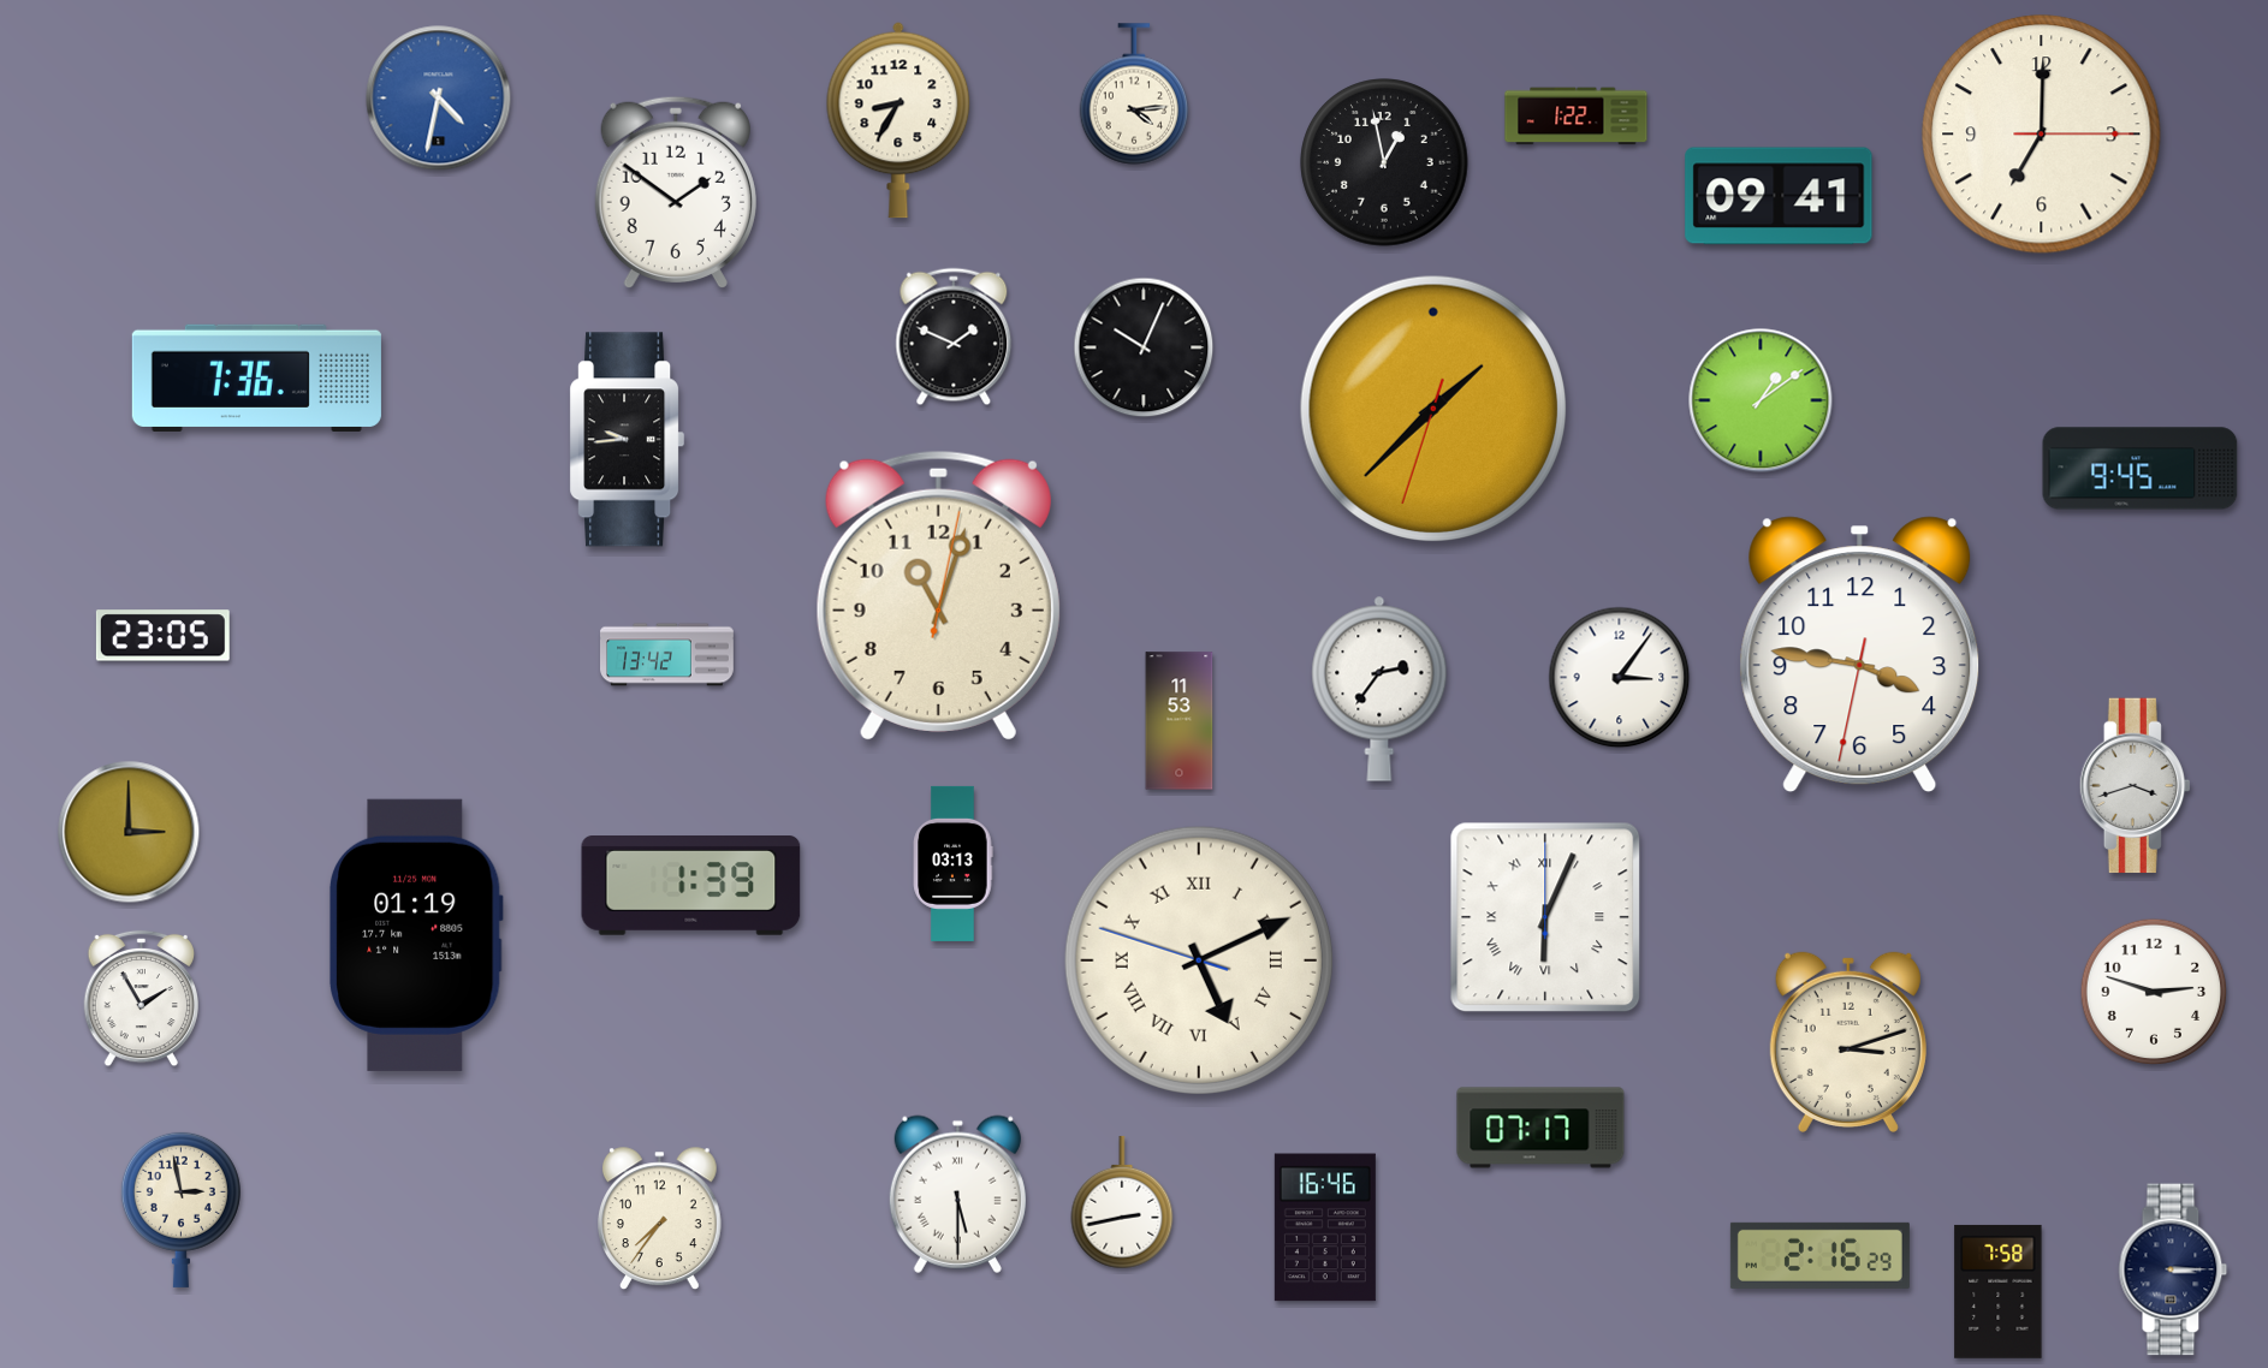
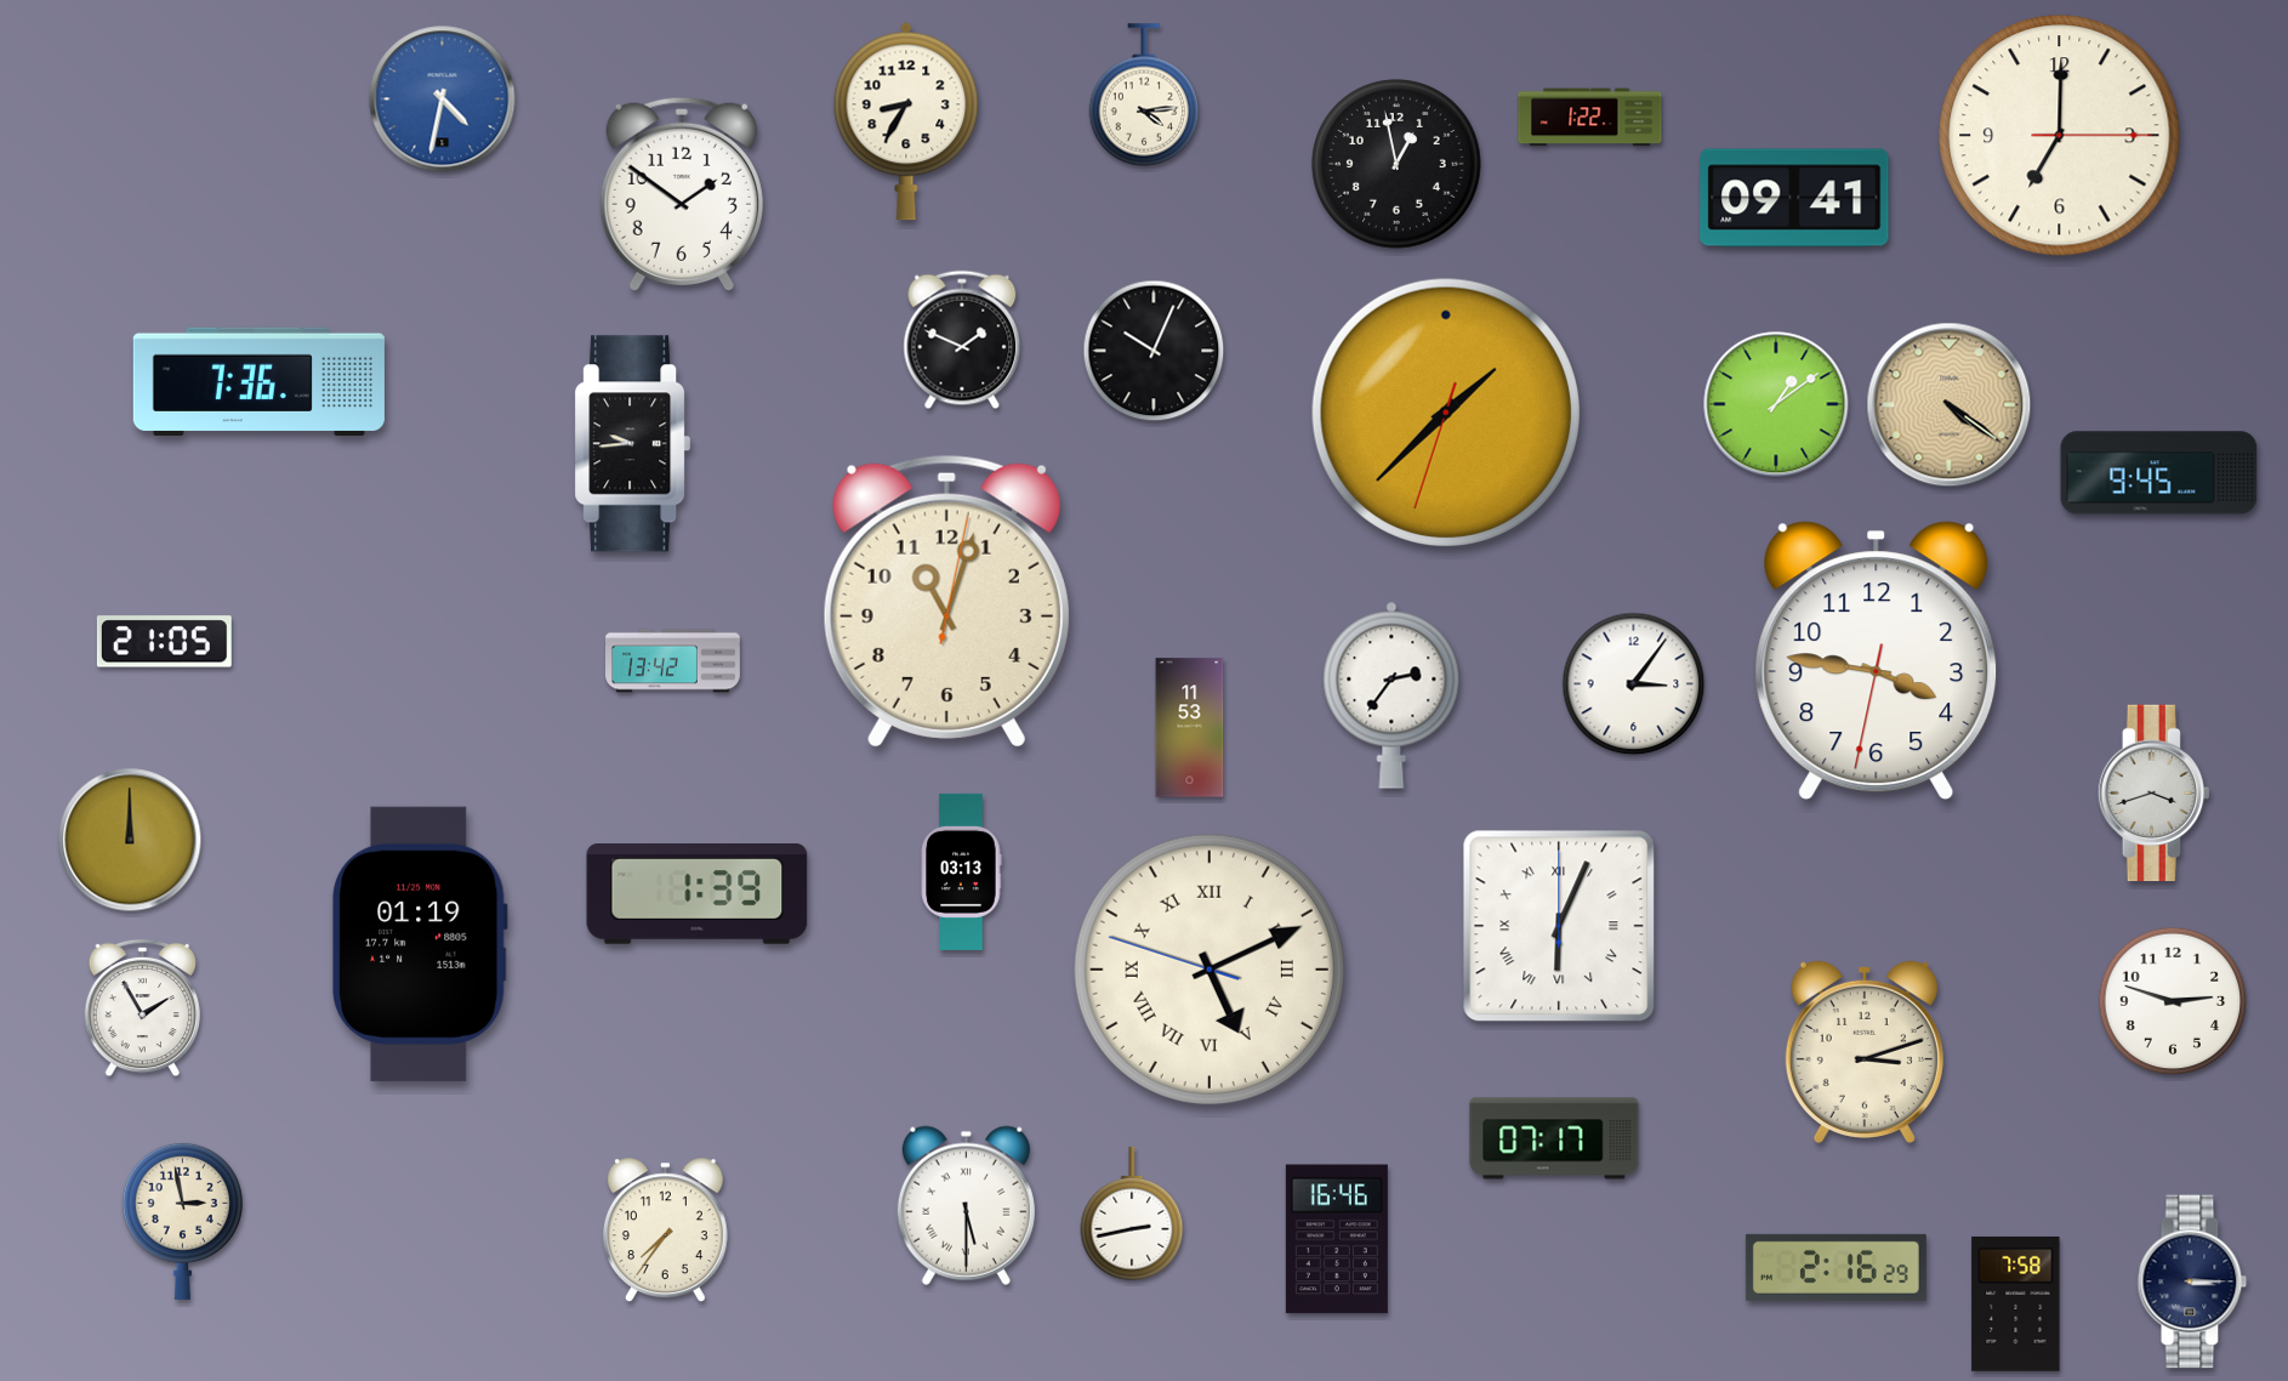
clock at (1950, 405): none -> 4:21
clock at (162, 636): 23:05 -> 21:05
clock at (129, 832): 3:00 -> 12:00
